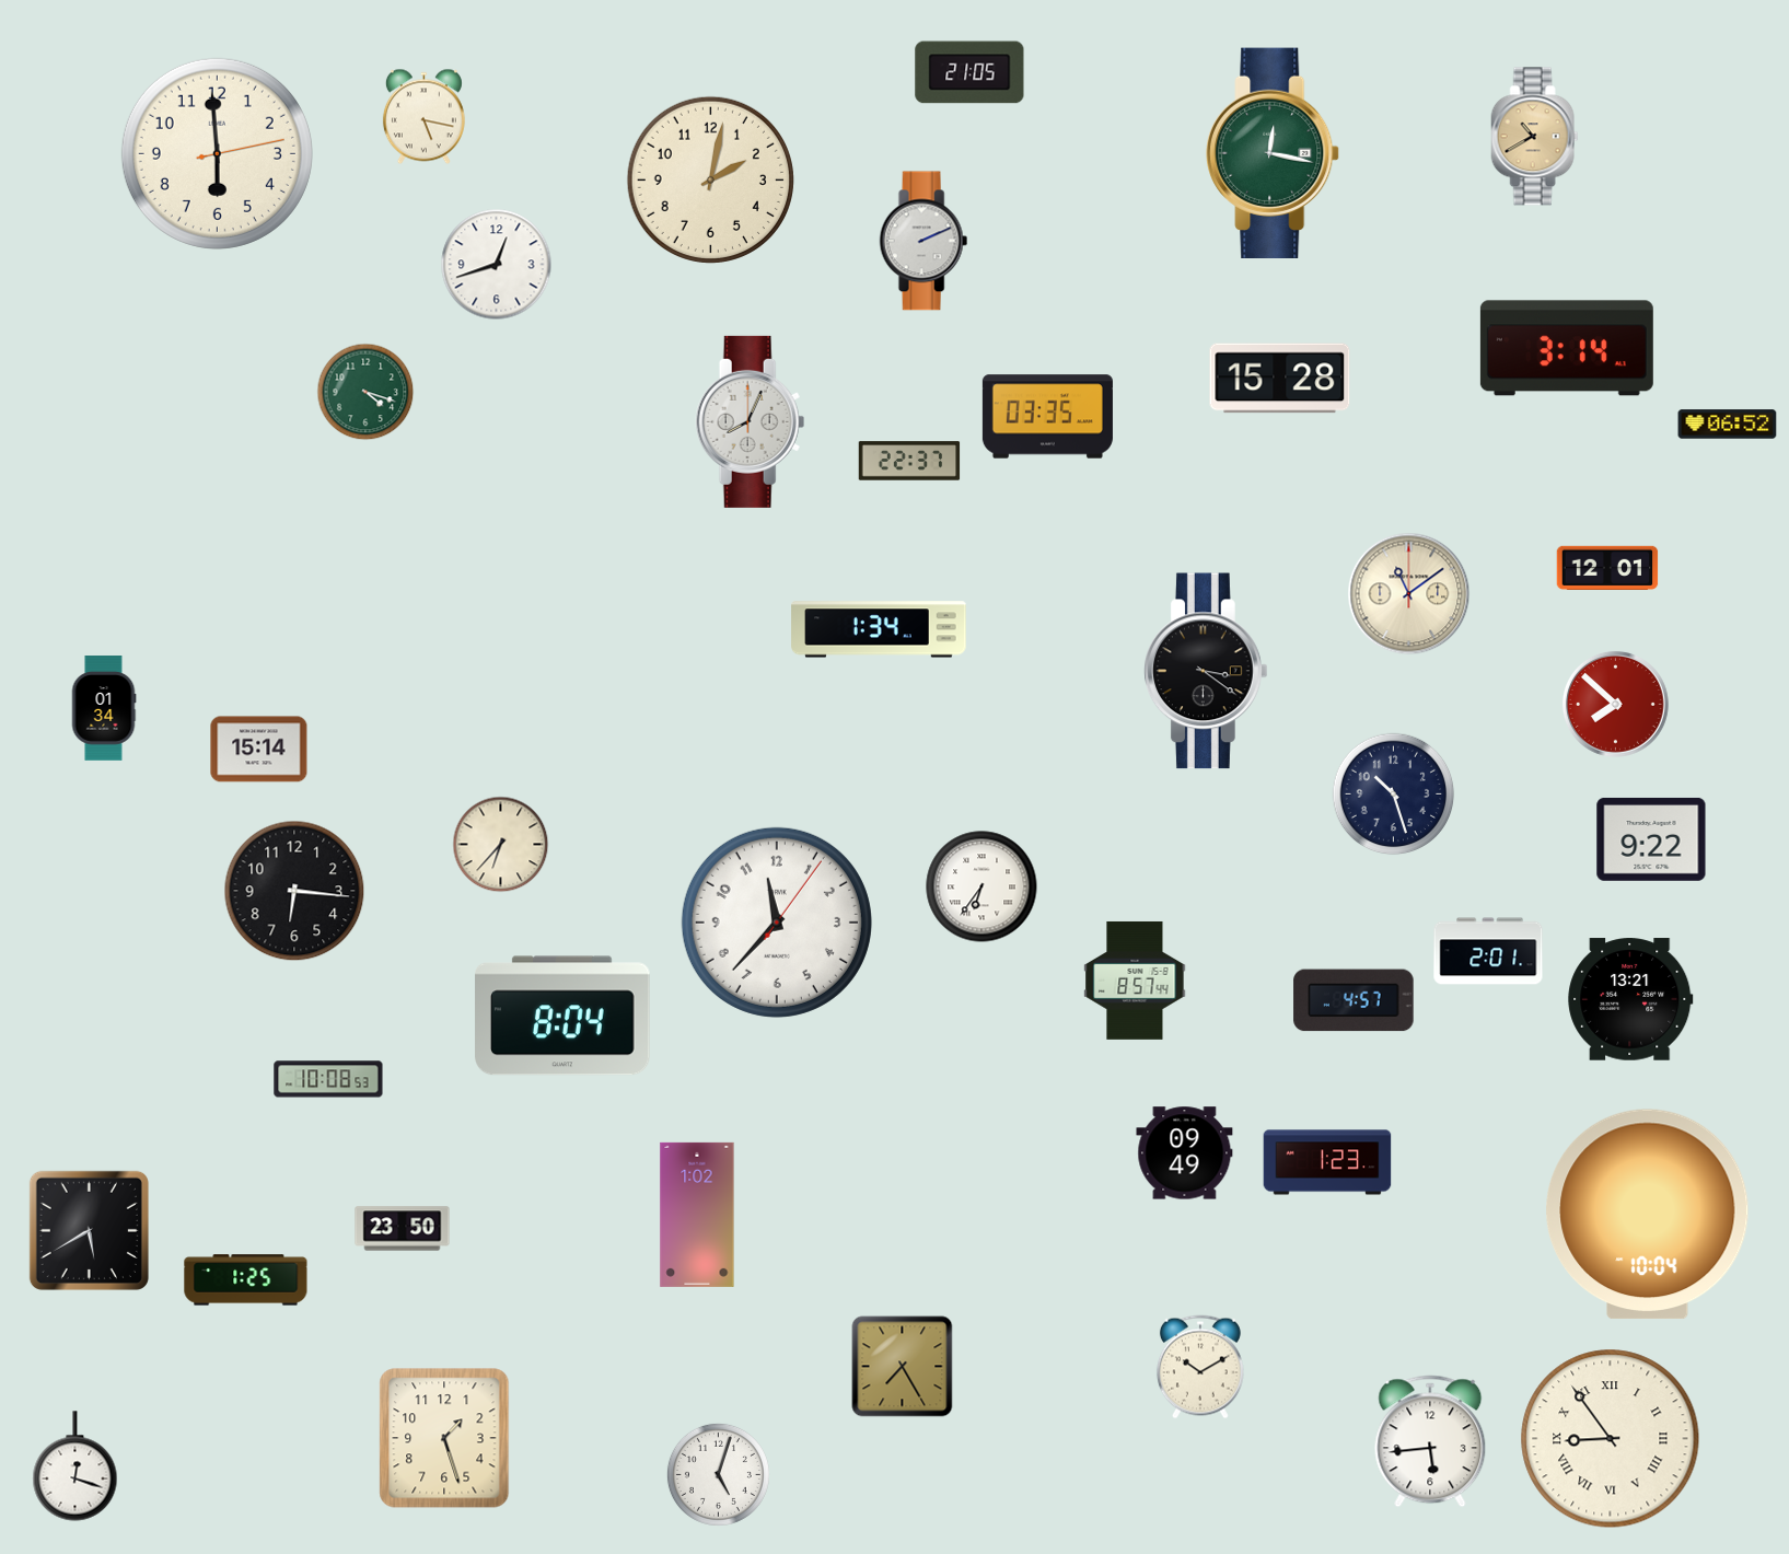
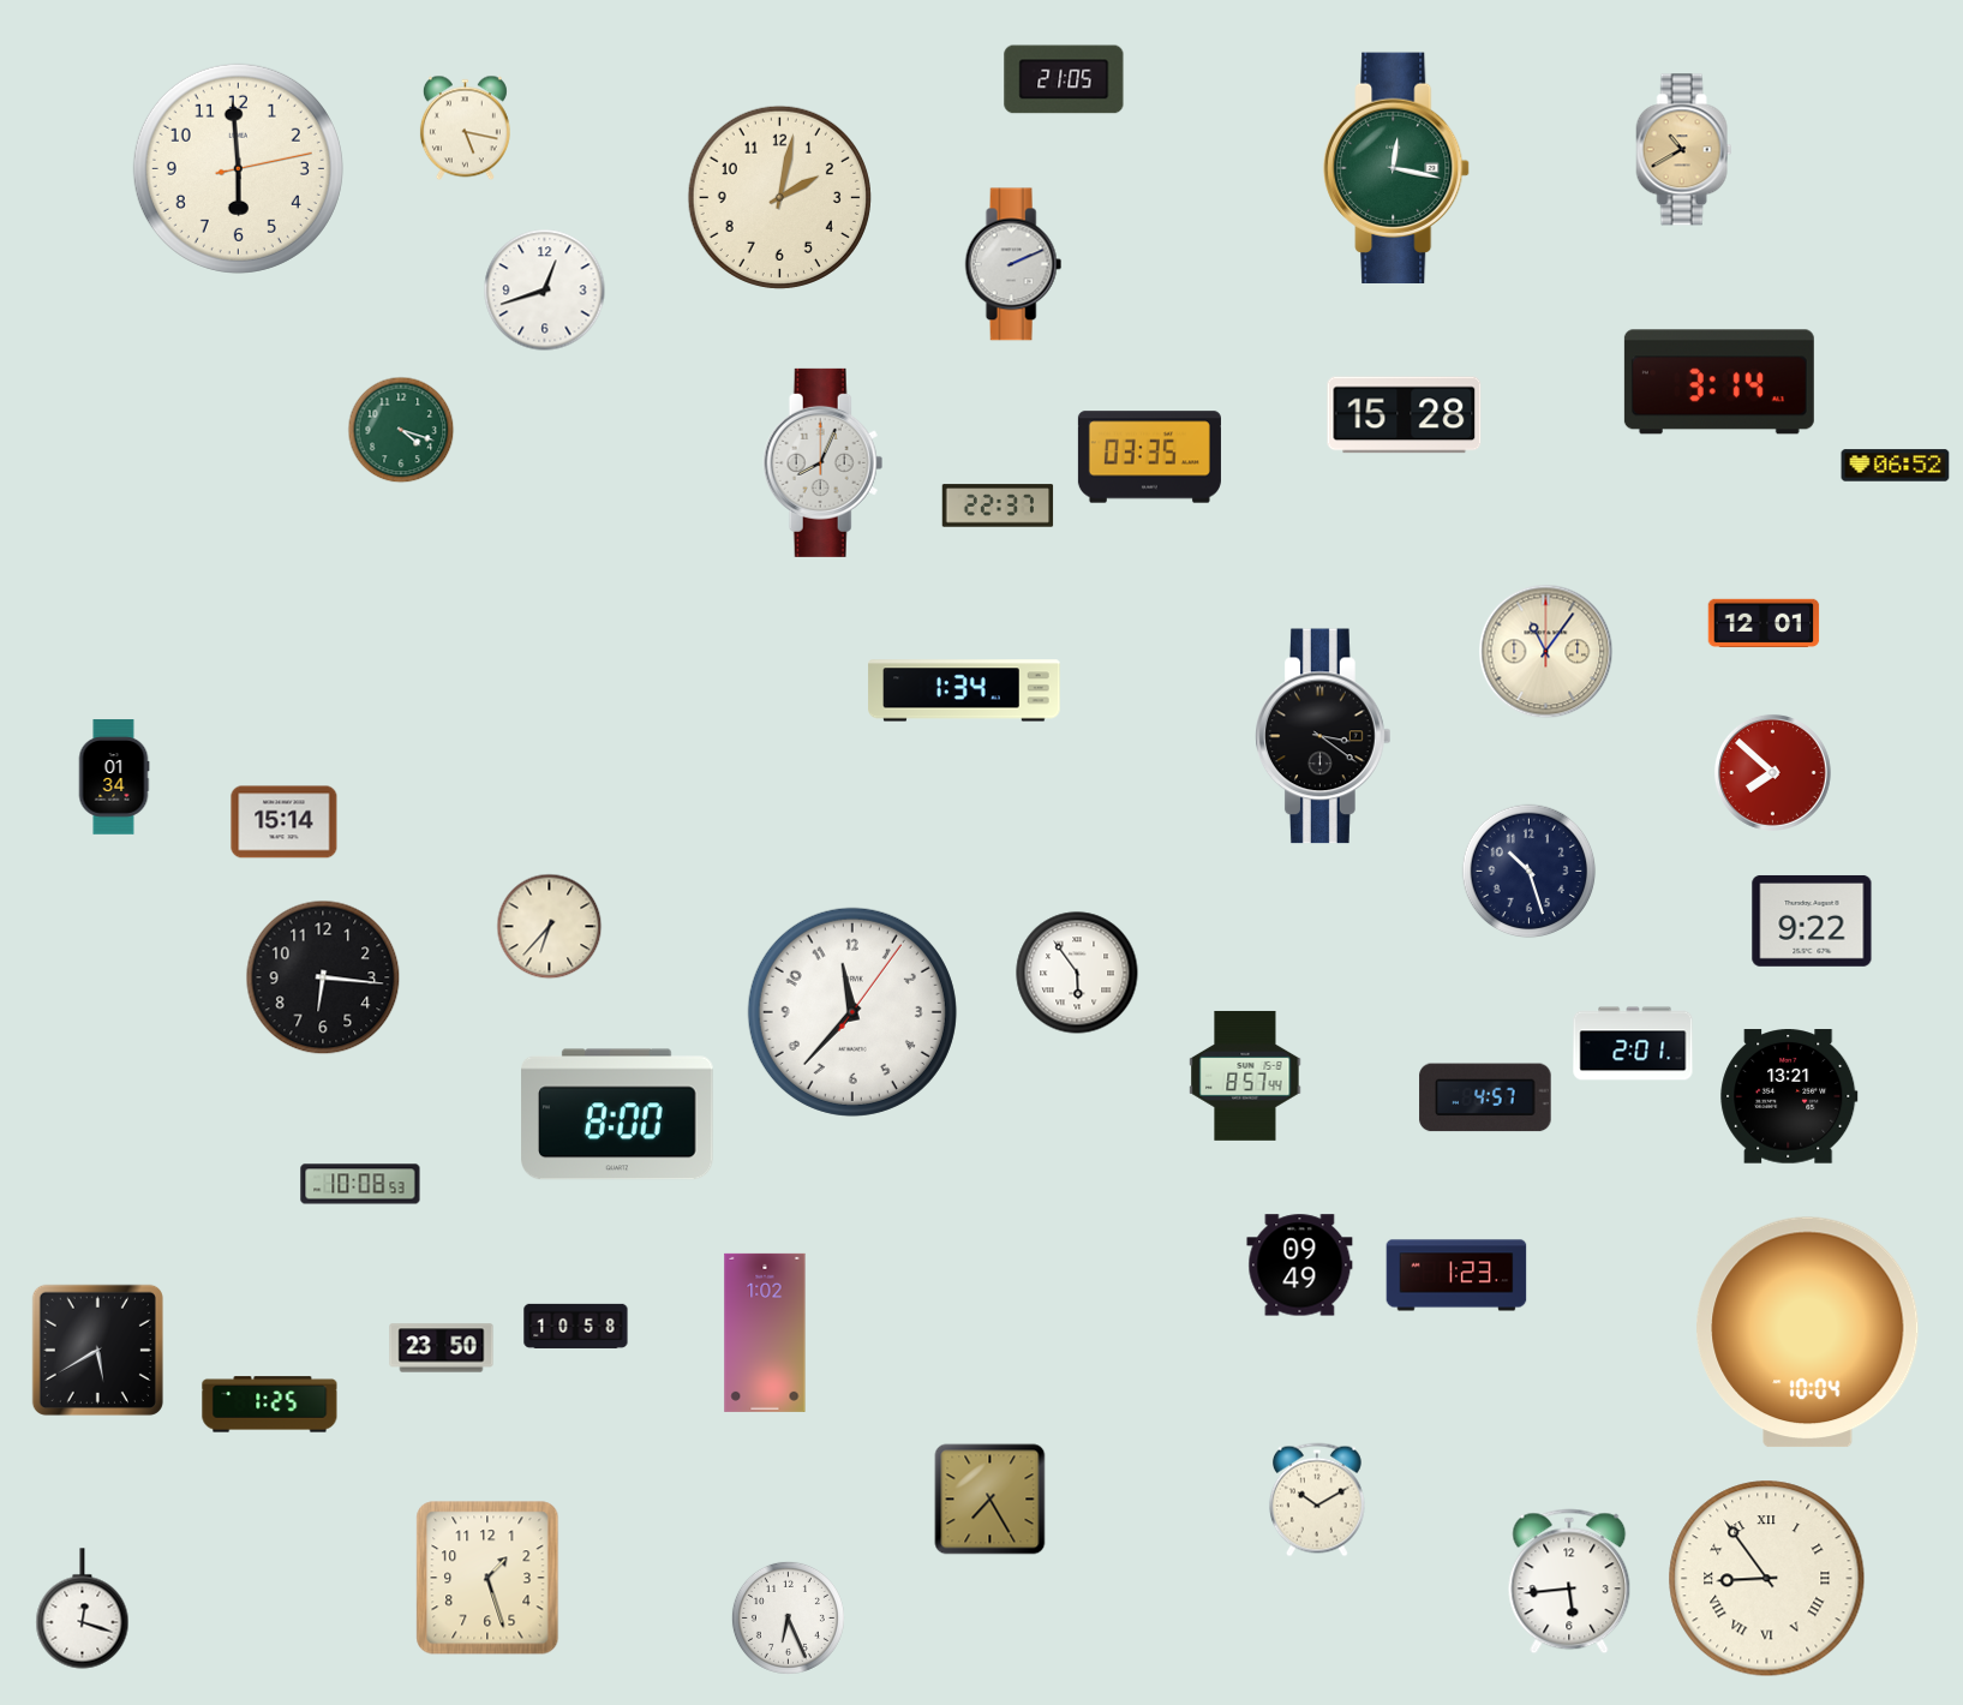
clock at (1409, 594): 11:09 -> 11:06
clock at (981, 886): 6:36 -> 5:54
clock at (562, 1016): 8:04 -> 8:00
clock at (576, 1326): none -> 10:58
clock at (718, 1474): 5:03 -> 6:26
